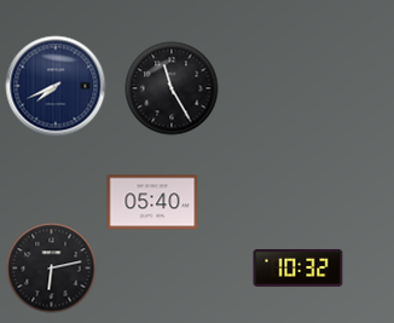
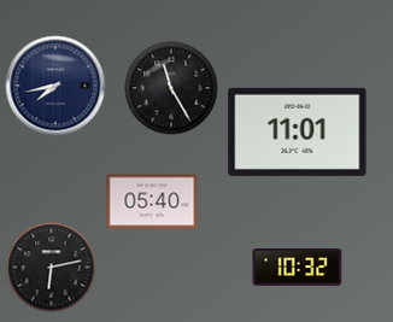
clock at (56, 86): 7:41 -> 7:43
clock at (298, 131): none -> 11:01
